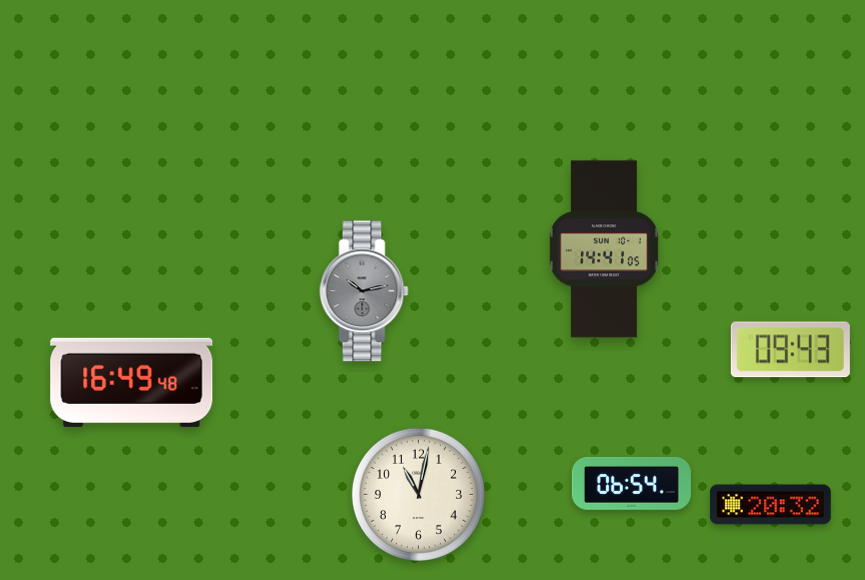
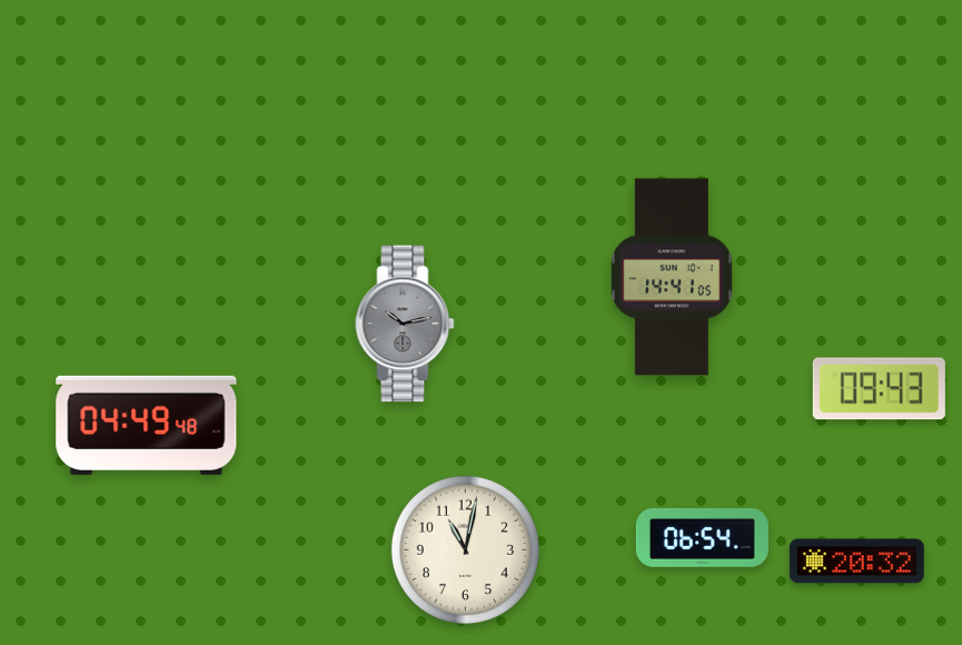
clock at (132, 382): 16:49 -> 04:49
